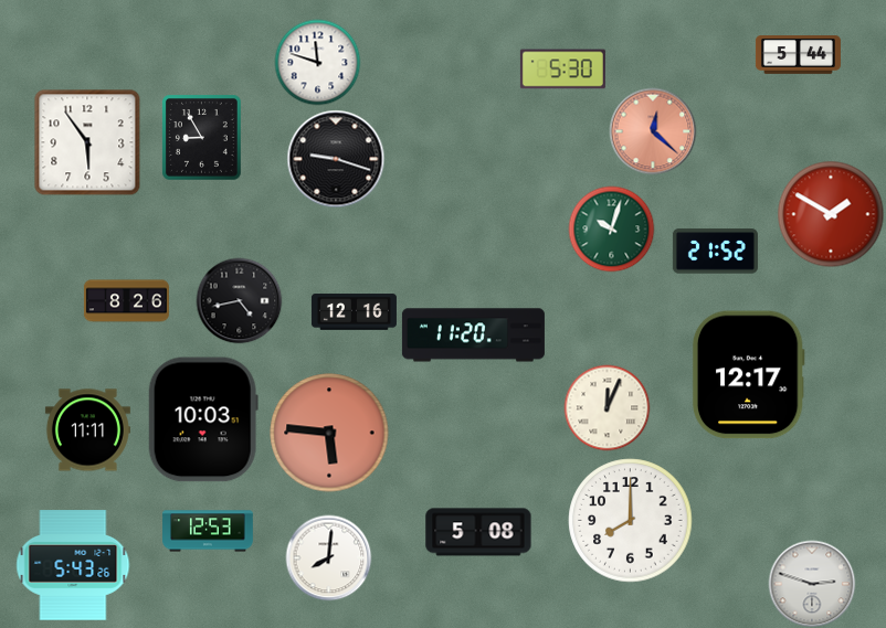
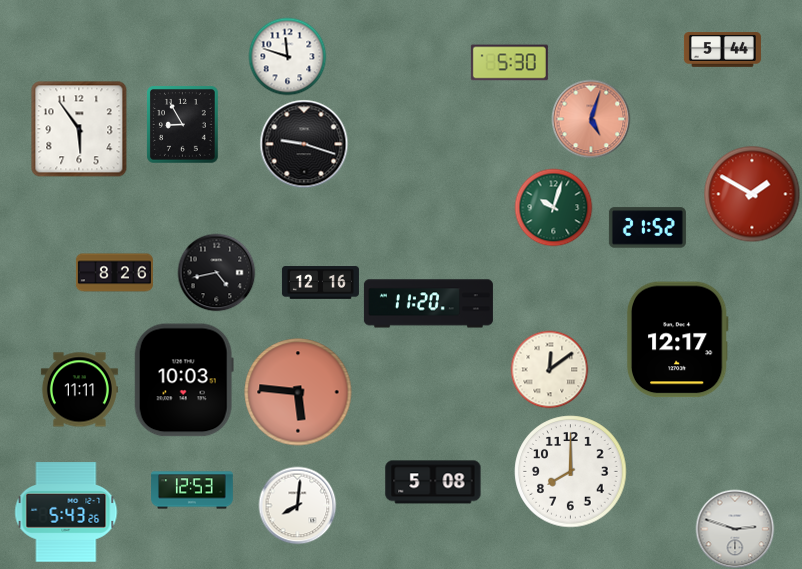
clock at (653, 131): 12:22 -> 5:03
clock at (607, 407): 12:04 -> 12:09
clock at (209, 531) position: (209, 531) -> (193, 490)
